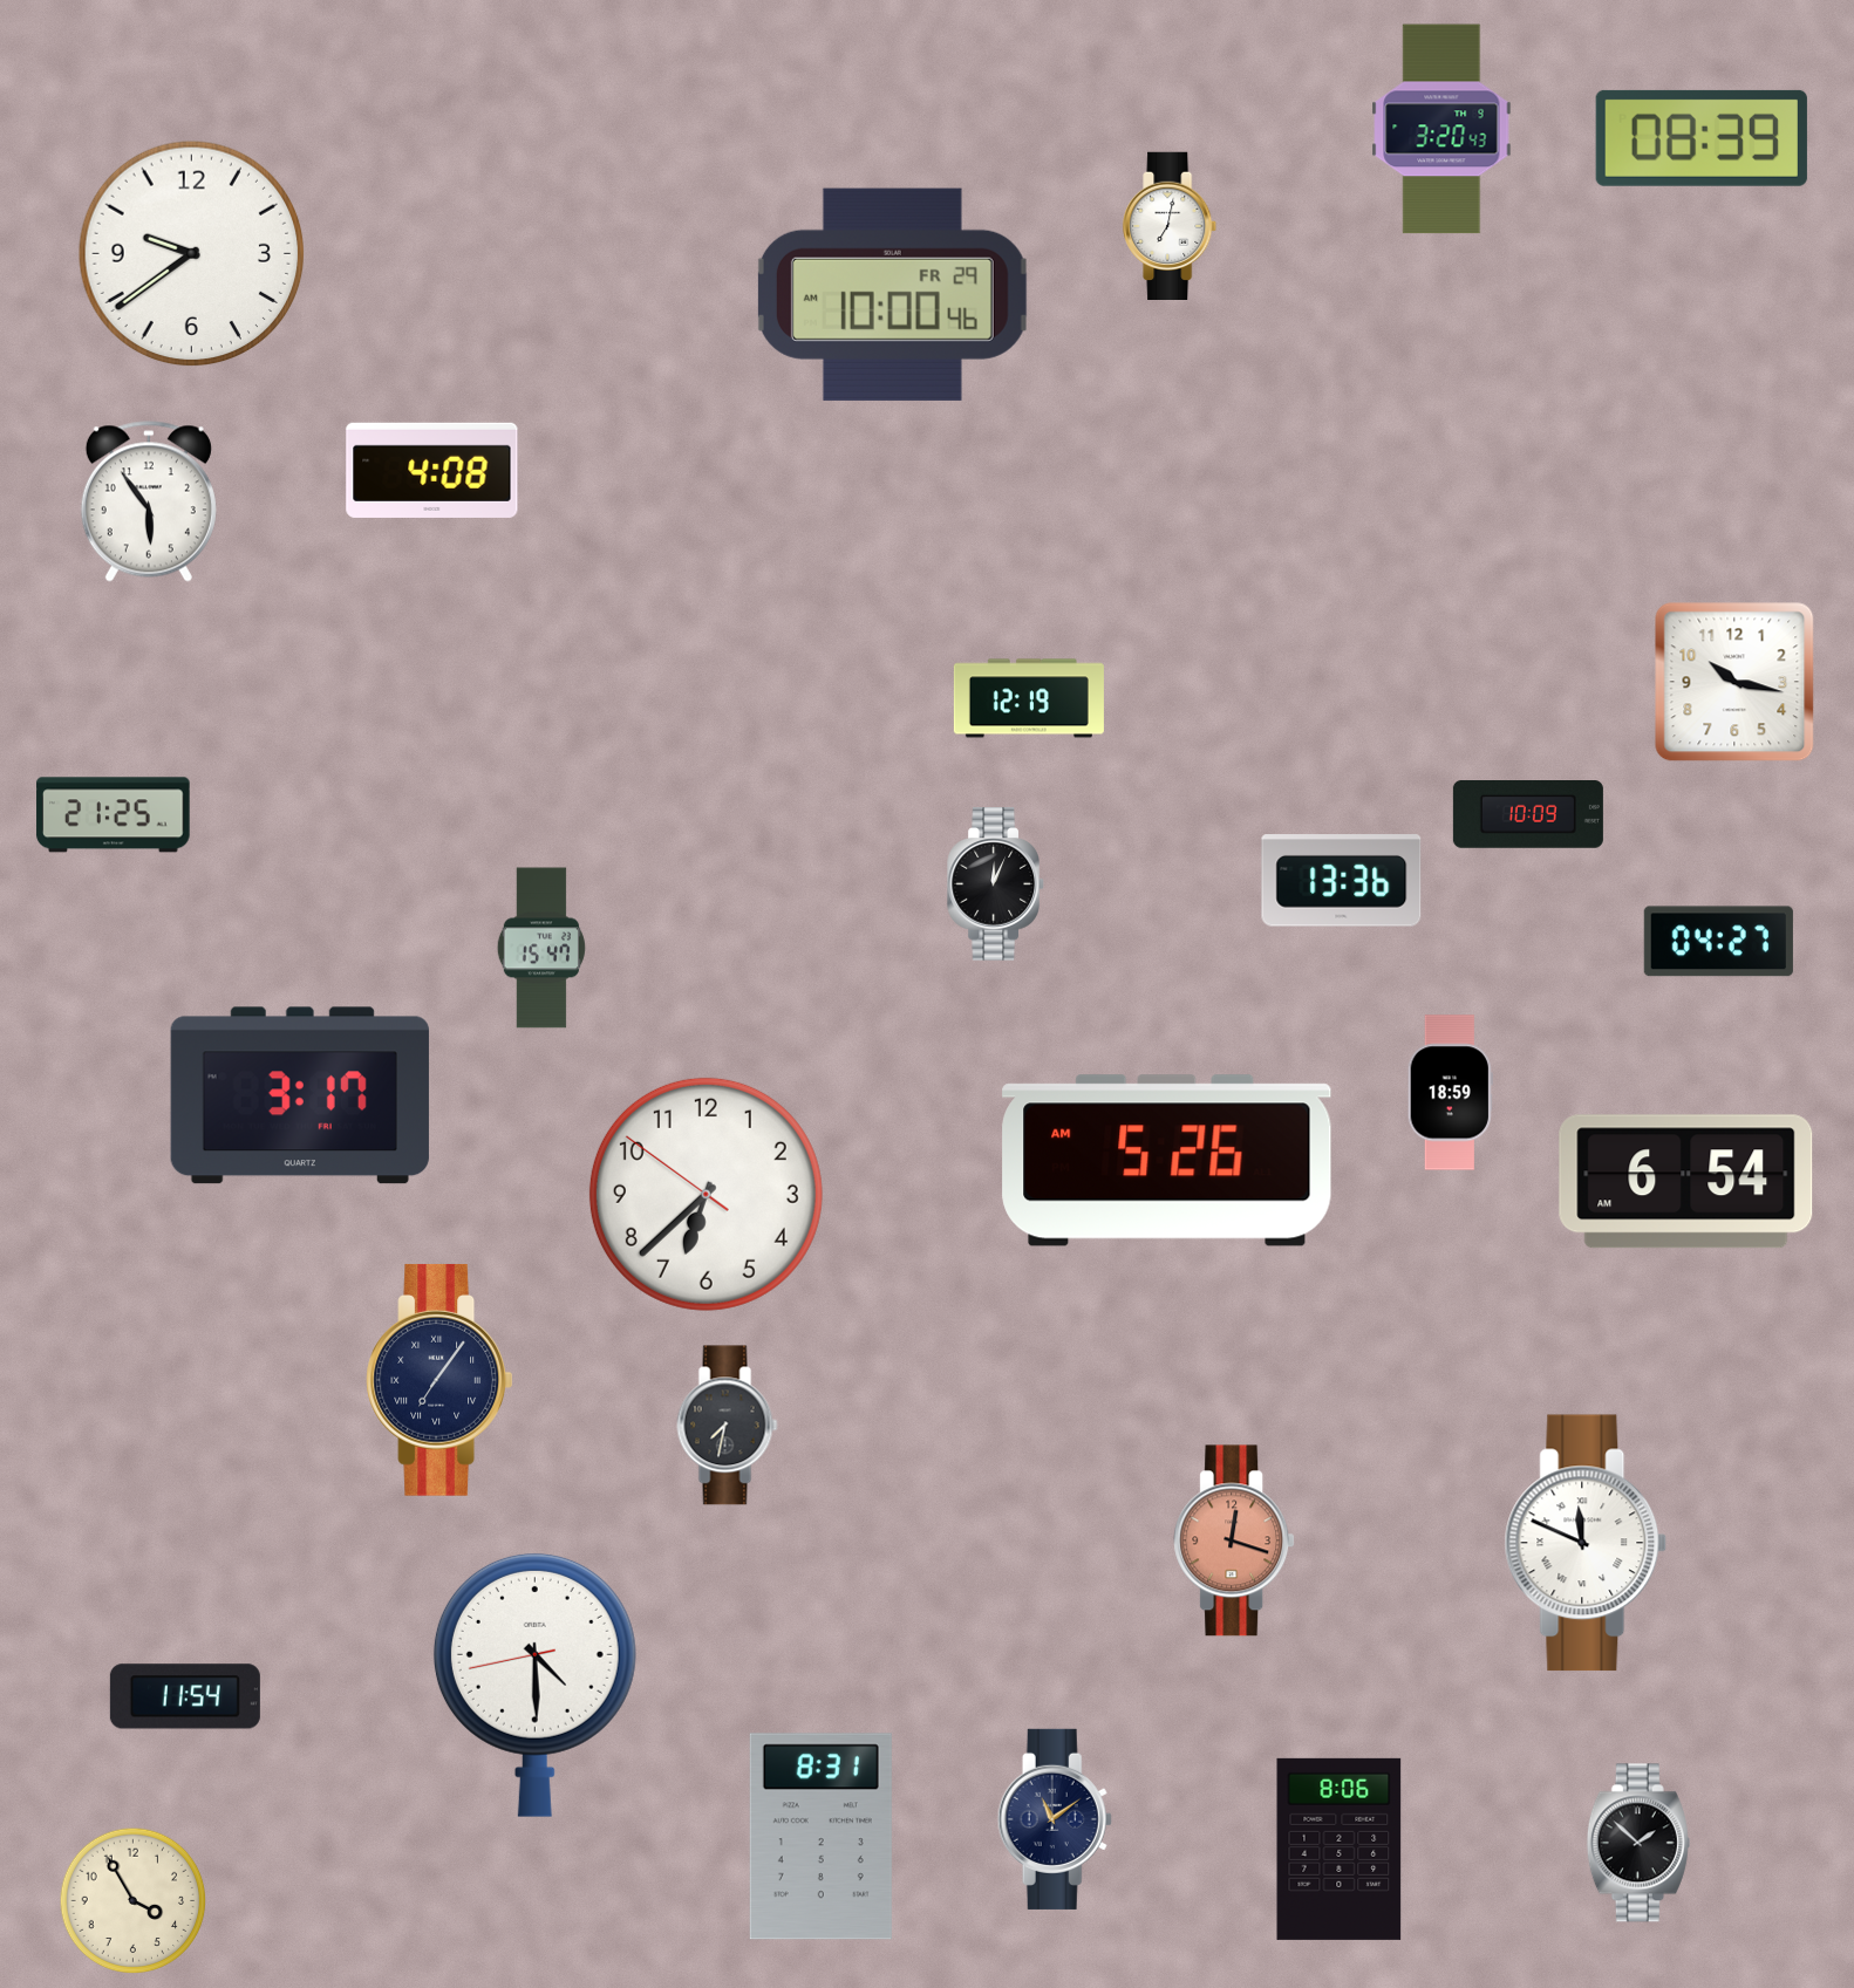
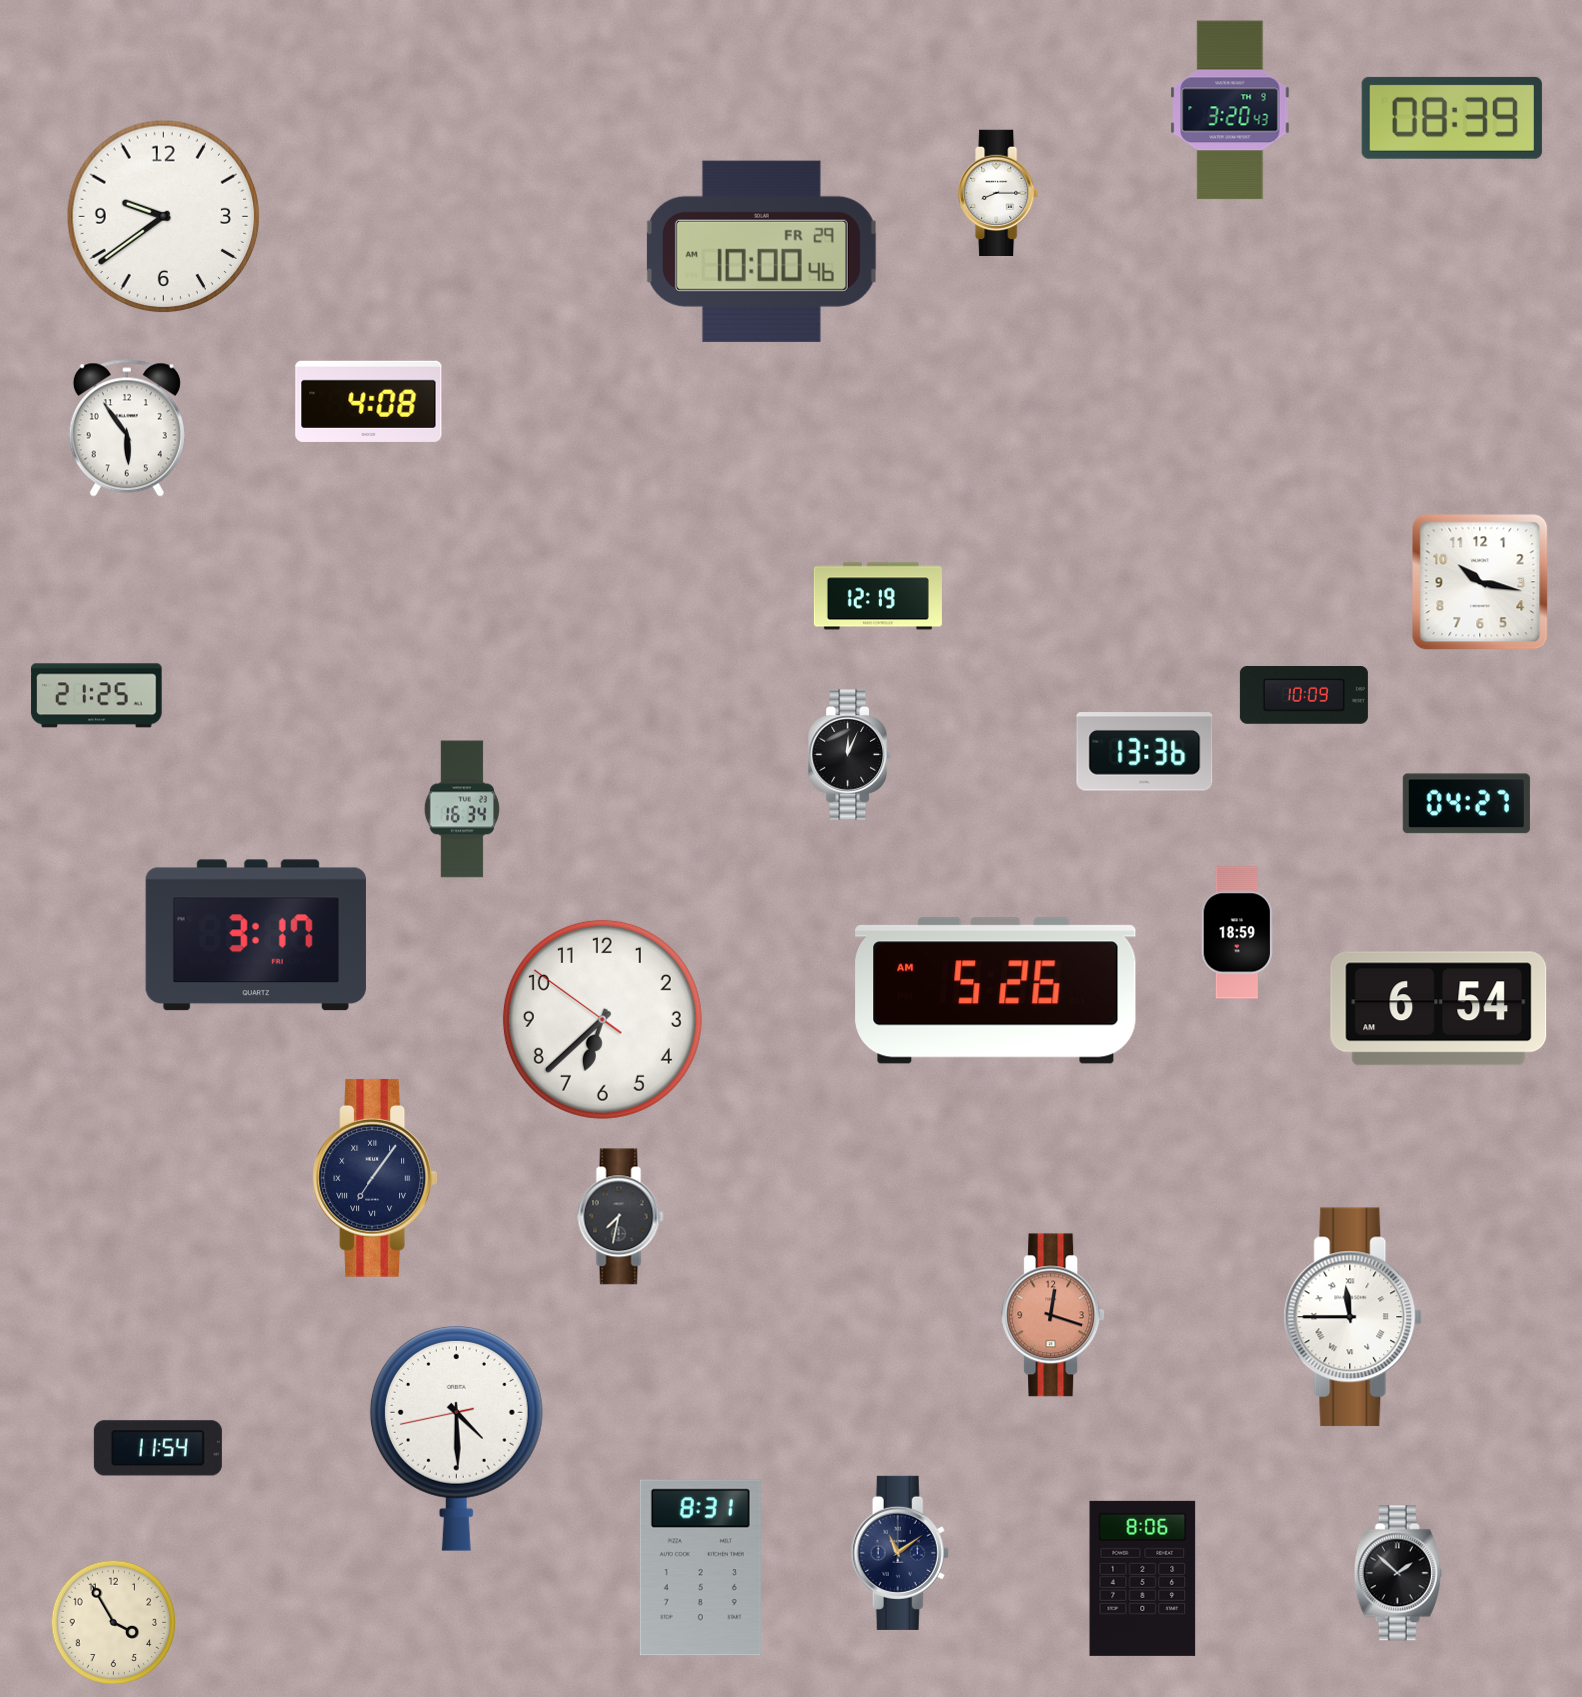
clock at (1171, 225): 7:02 -> 8:15
clock at (541, 948): 15:47 -> 16:34
clock at (1586, 1543): 11:49 -> 11:45
